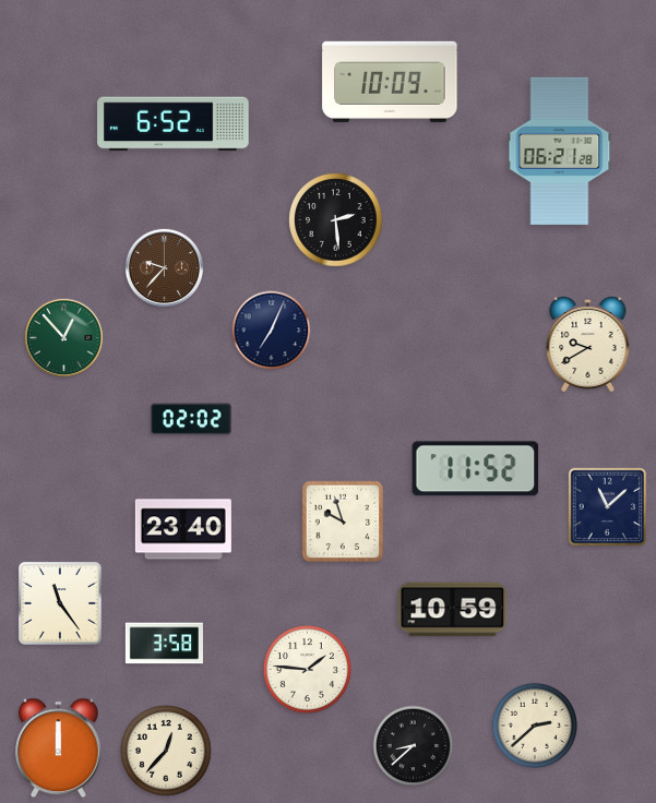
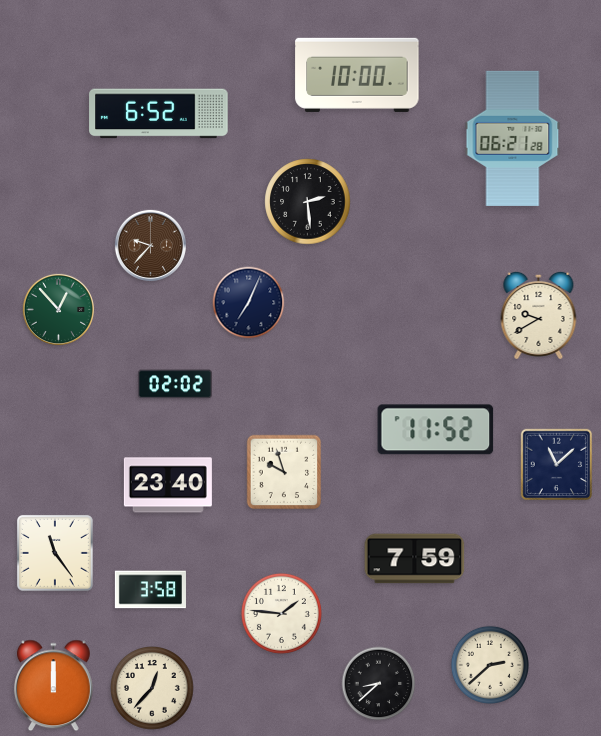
clock at (390, 82): 10:09 -> 10:00
clock at (343, 522) position: (343, 522) -> (284, 472)
clock at (453, 610): 10:59 -> 7:59
